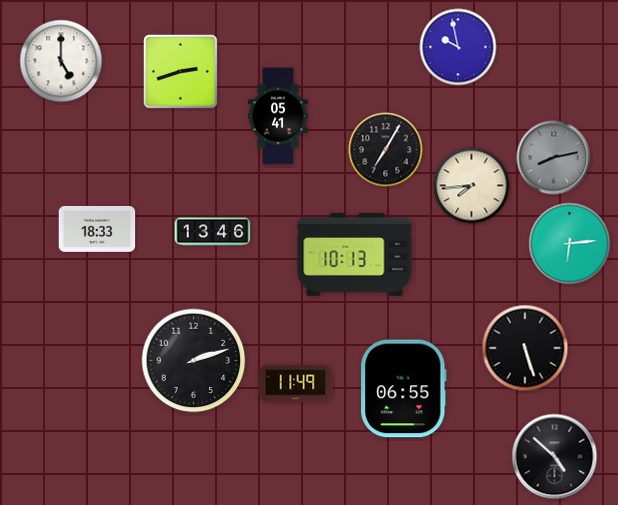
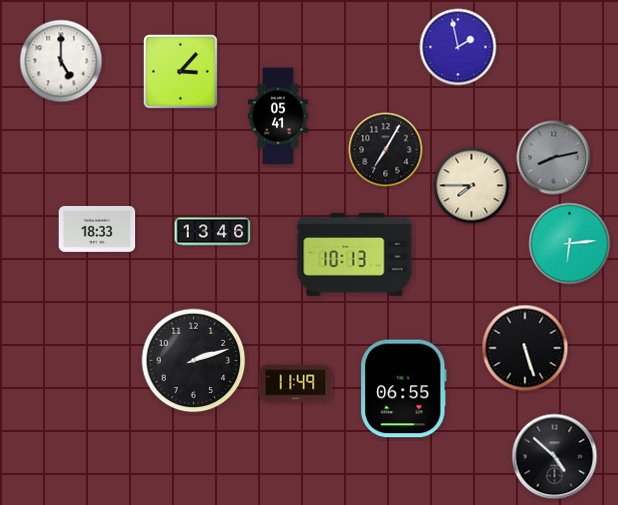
clock at (458, 47): 9:58 -> 1:58
clock at (180, 71): 2:42 -> 3:07
clock at (472, 186): 7:44 -> 7:45
